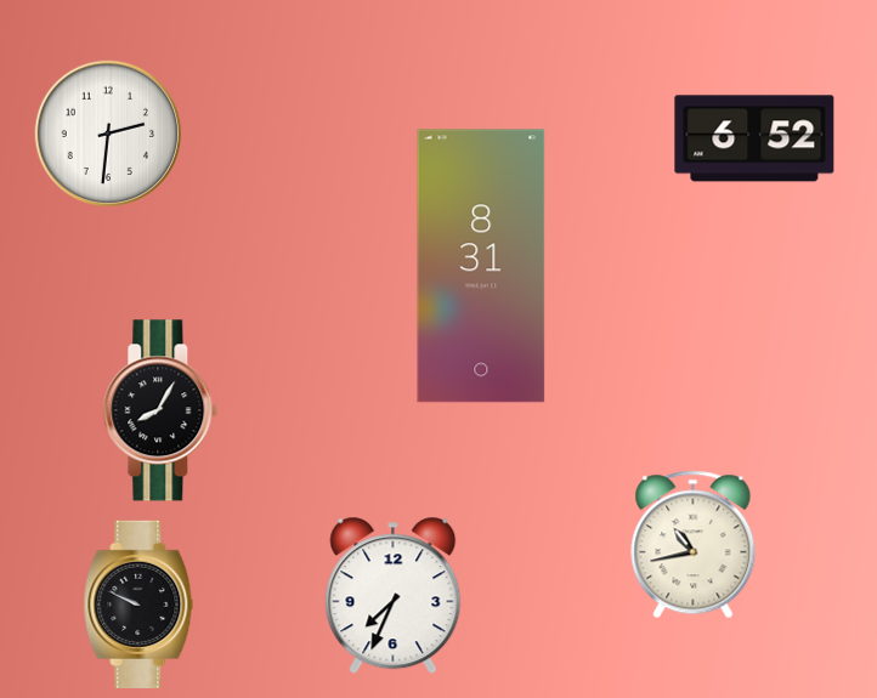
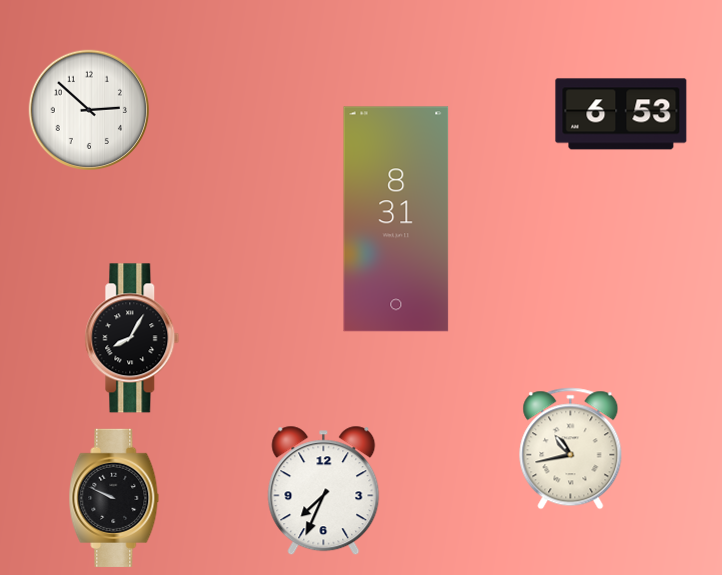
clock at (107, 132): 2:31 -> 2:52
clock at (754, 138): 6:52 -> 6:53
